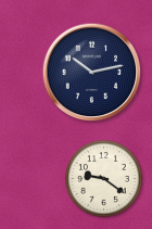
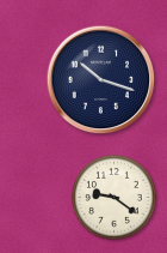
clock at (92, 73): 10:13 -> 10:18
